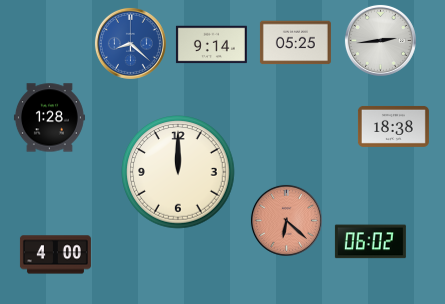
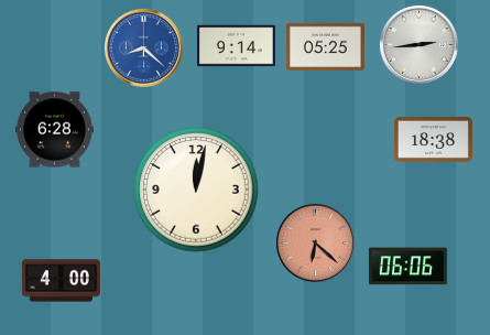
clock at (211, 45) position: (211, 45) -> (236, 46)
clock at (49, 118): 1:28 -> 6:28
clock at (178, 172): 12:00 -> 12:02
clock at (370, 242): 06:02 -> 06:06
